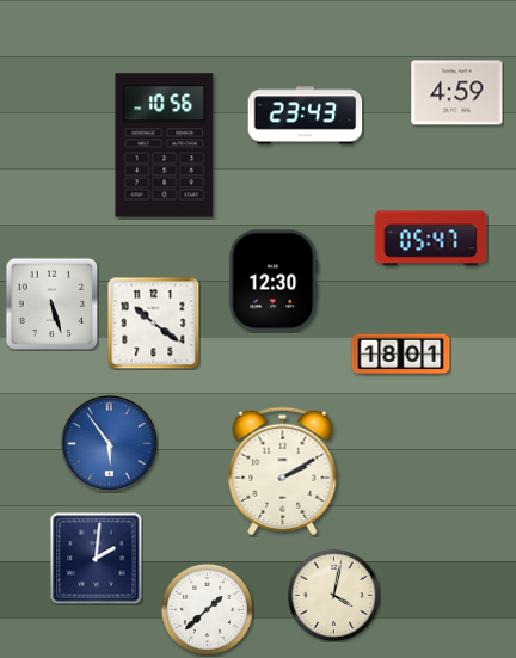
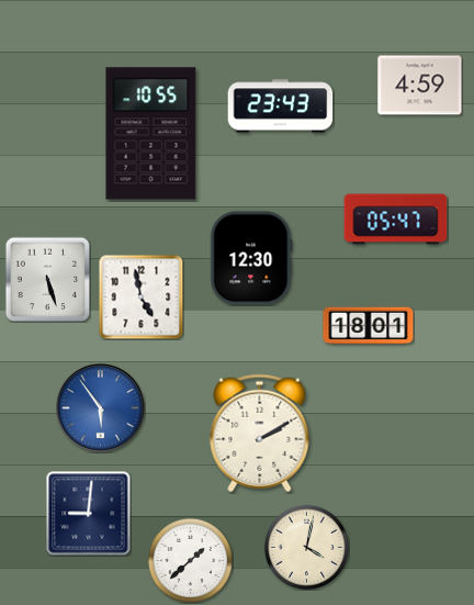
clock at (165, 146): 10:56 -> 10:55
clock at (153, 322): 10:21 -> 4:58
clock at (97, 559): 2:01 -> 9:01
